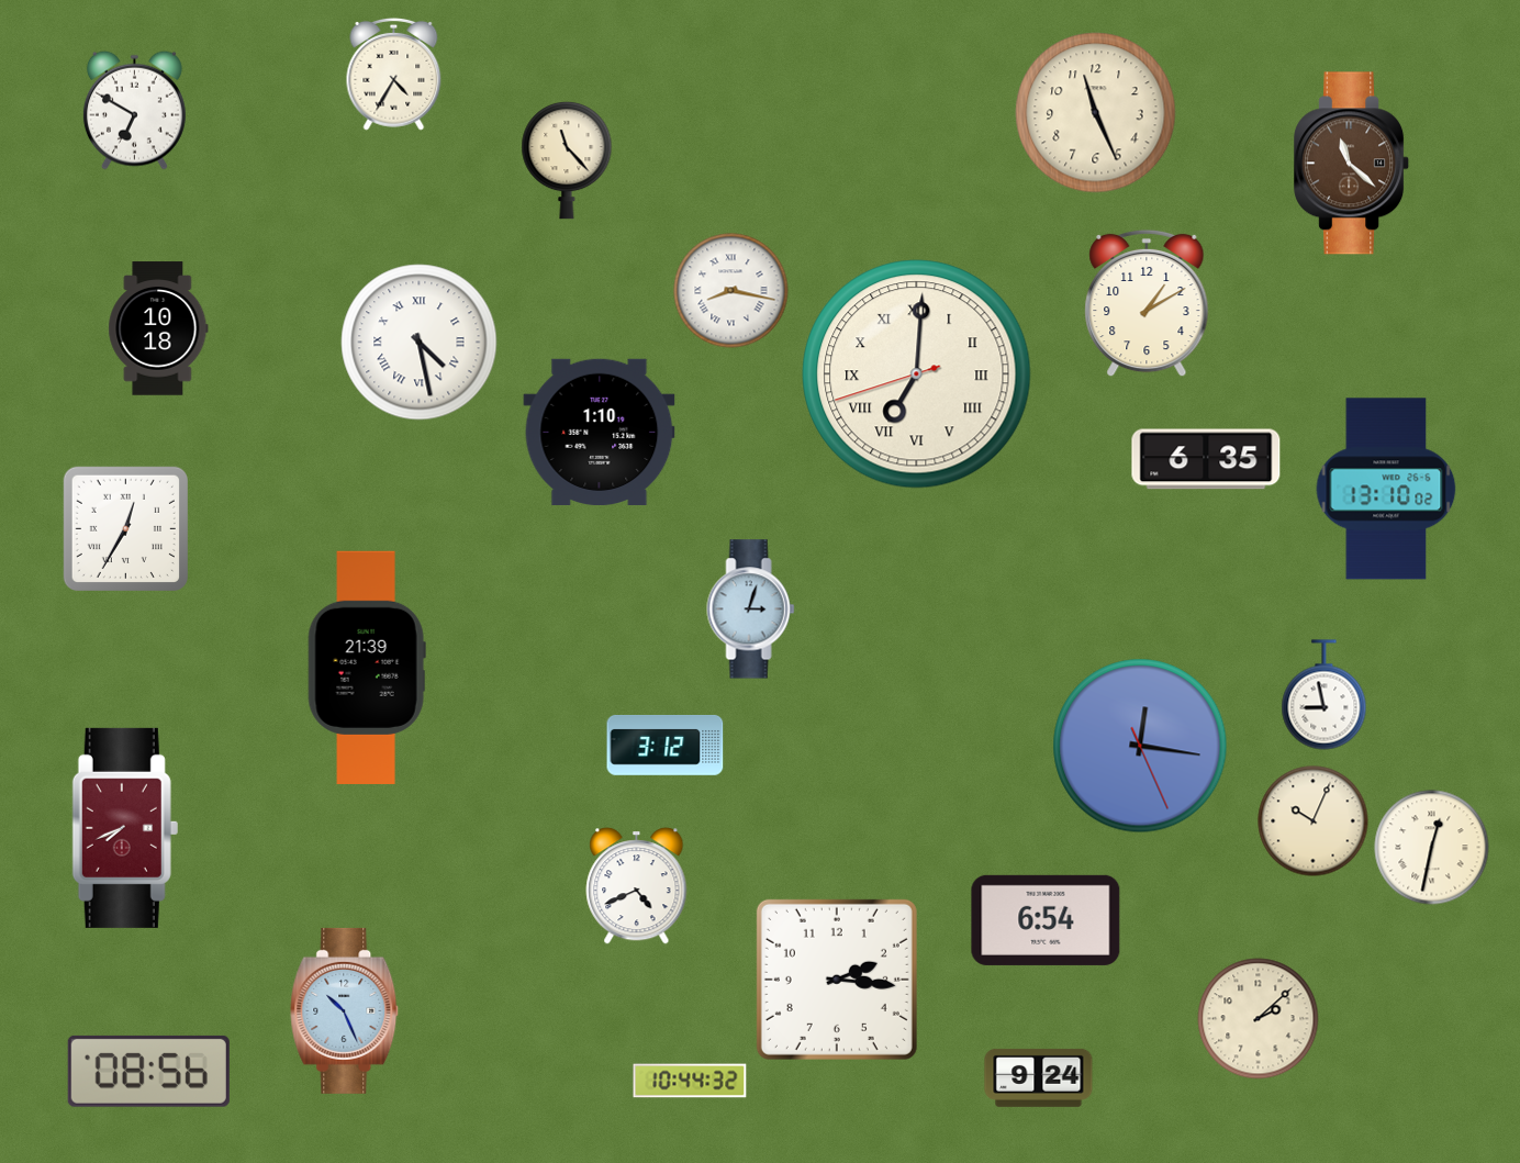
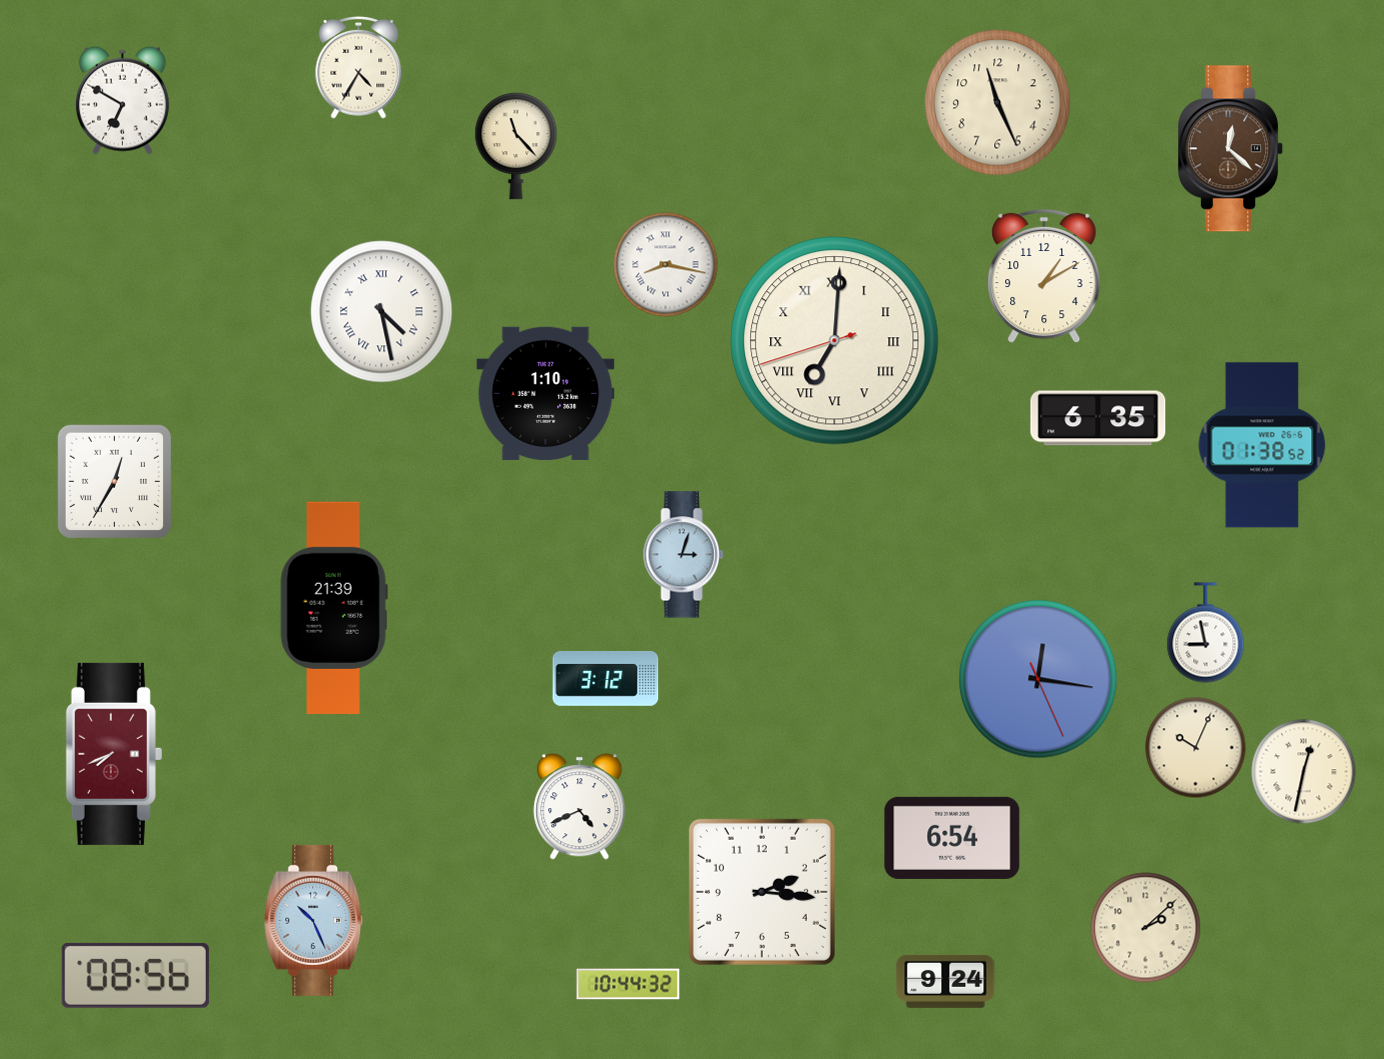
clock at (1352, 164): 11:22 -> 12:22
clock at (158, 328): 10:18 -> none
clock at (1386, 489): 13:10 -> 01:38
